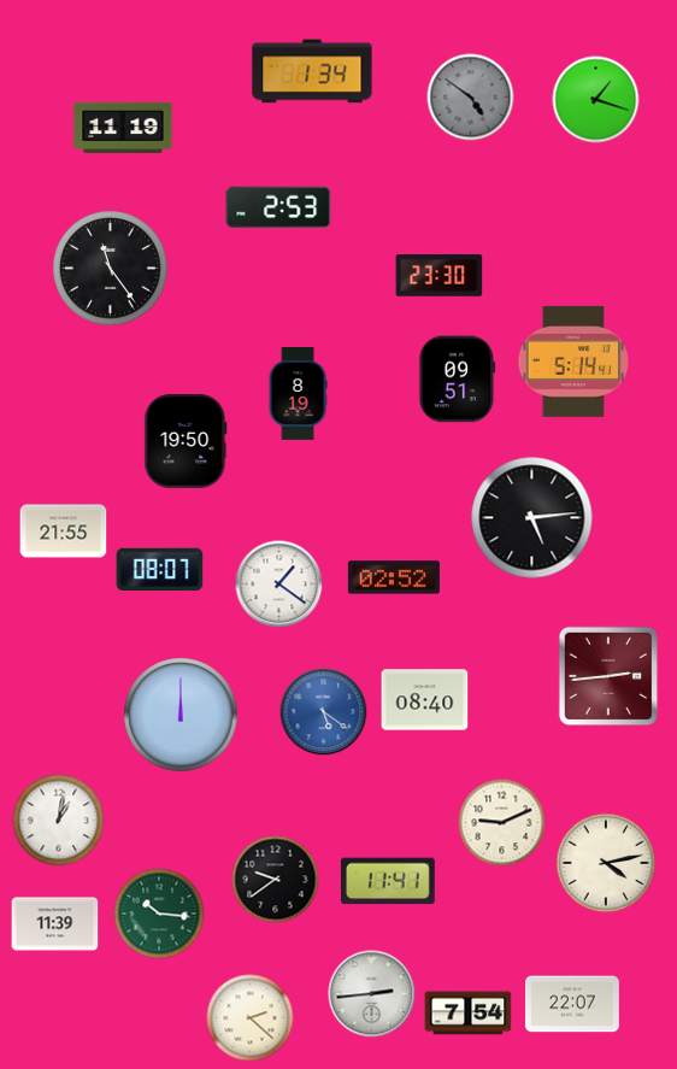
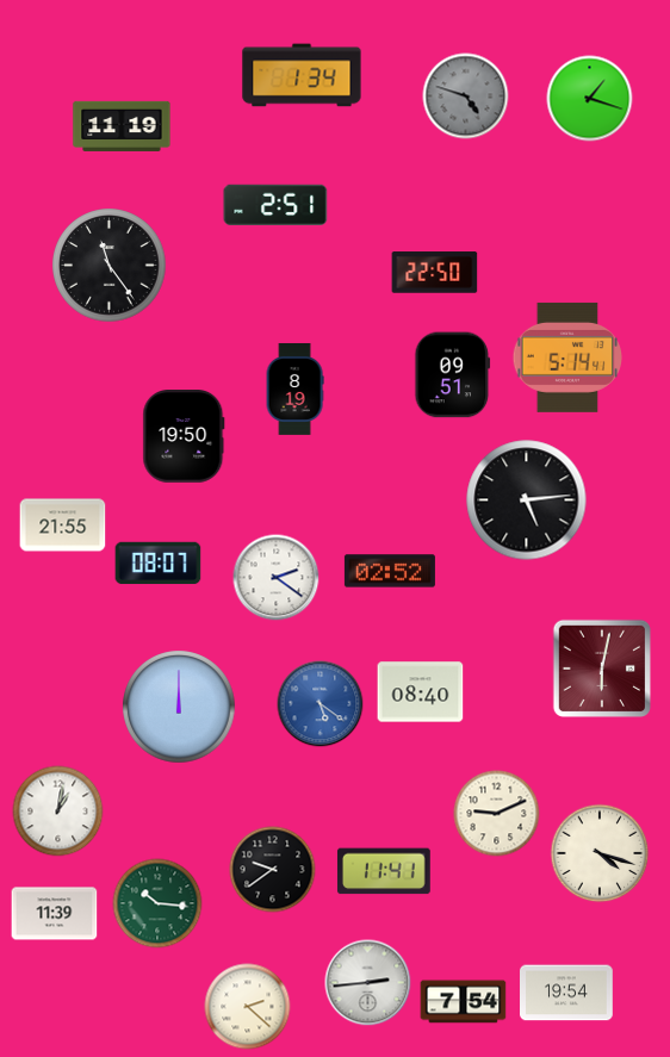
clock at (312, 71) position: (312, 71) -> (302, 75)
clock at (471, 98): 4:51 -> 4:48
clock at (278, 207): 2:53 -> 2:51
clock at (440, 276): 23:30 -> 22:50
clock at (532, 518) position: (532, 518) -> (527, 500)
clock at (279, 585): 1:21 -> 2:21
clock at (608, 676): 2:44 -> 6:02
clock at (606, 863): 4:13 -> 4:18
clock at (573, 1004): 22:07 -> 19:54
